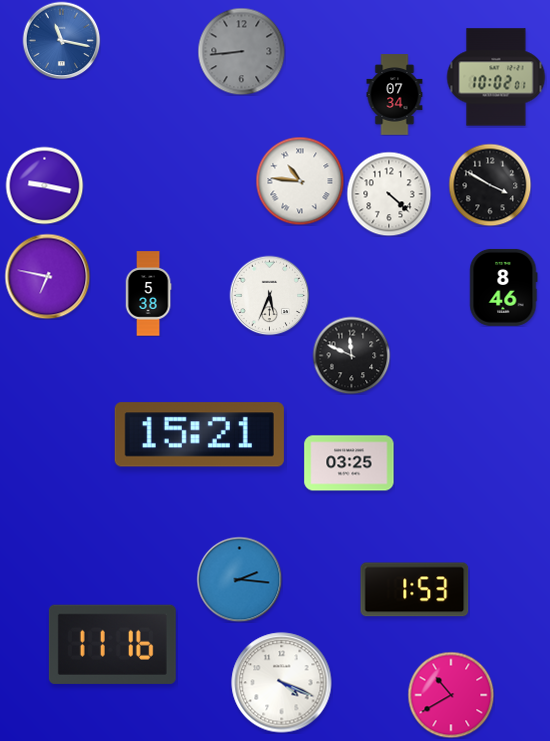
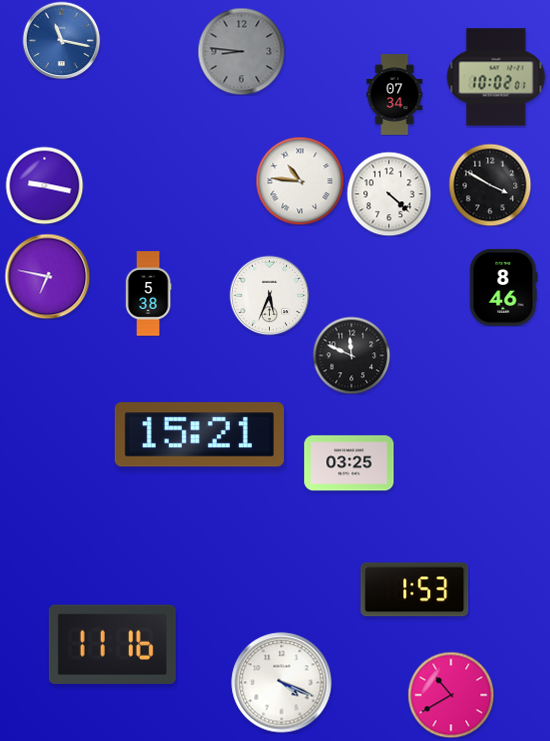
clock at (241, 51): 8:44 -> 8:46
clock at (239, 579): 2:16 -> none
